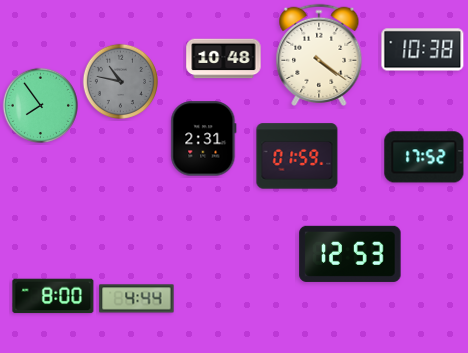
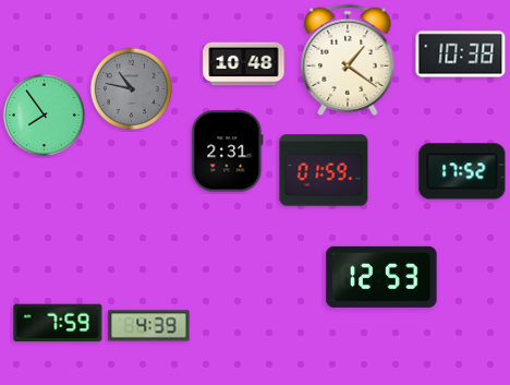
clock at (319, 55): 4:21 -> 1:21
clock at (204, 139) position: (204, 139) -> (228, 152)
clock at (53, 296): 8:00 -> 7:59
clock at (137, 299): 4:44 -> 4:39
